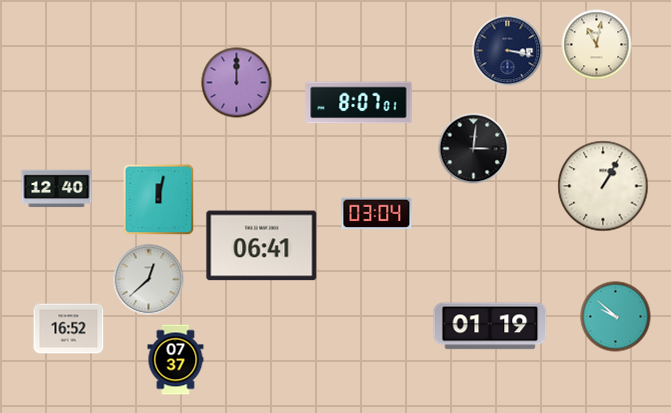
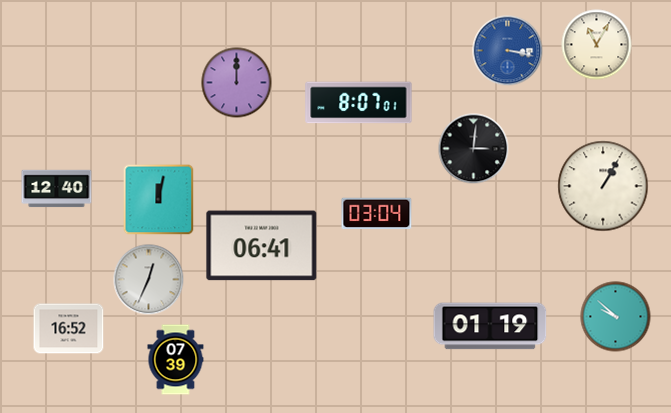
clock at (597, 45): 11:02 -> 11:05
clock at (508, 51) dial: navy -> blue
clock at (149, 280): 12:38 -> 12:34
clock at (176, 360): 07:37 -> 07:39
